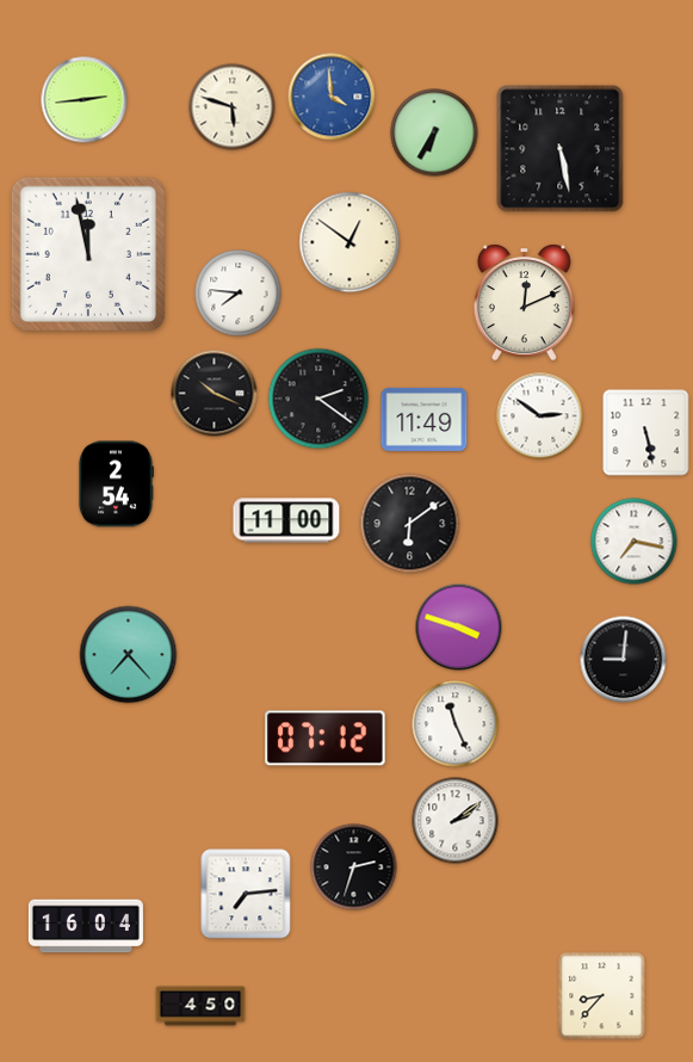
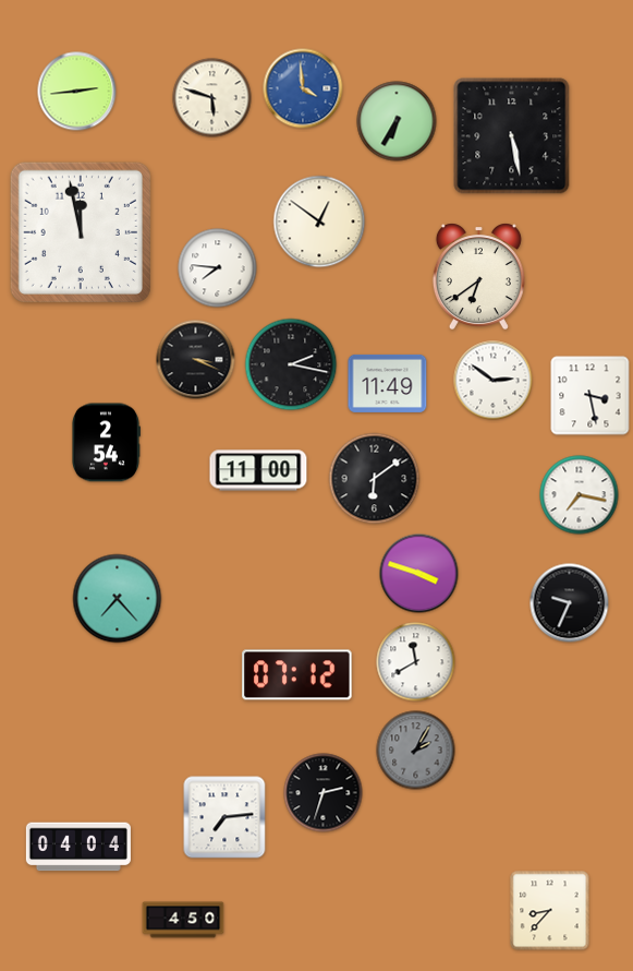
clock at (524, 303): 12:11 -> 6:39
clock at (215, 394): 10:19 -> 3:19
clock at (318, 399): 2:21 -> 2:17
clock at (646, 433): 5:28 -> 3:28
clock at (286, 520) position: (286, 520) -> (258, 470)
clock at (624, 660): 9:01 -> 9:34
clock at (456, 724): 11:26 -> 11:40
clock at (456, 821): 2:09 -> 2:05
clock at (456, 821) dial: white -> grey
clock at (86, 926): 16:04 -> 04:04
